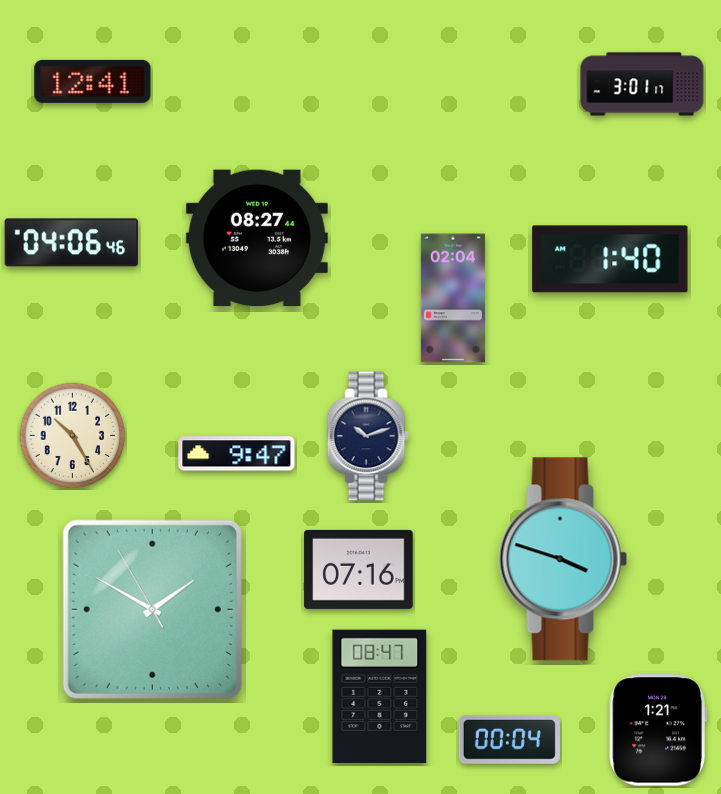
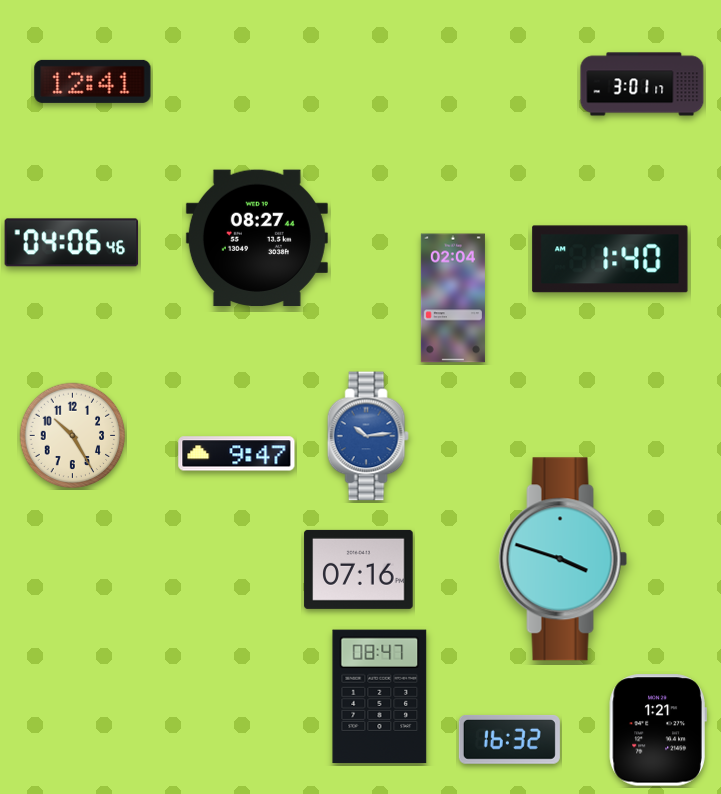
clock at (368, 436): 10:12 -> 10:14
clock at (368, 436) dial: navy -> blue
clock at (152, 609): 1:49 -> none
clock at (509, 739): 00:04 -> 16:32
